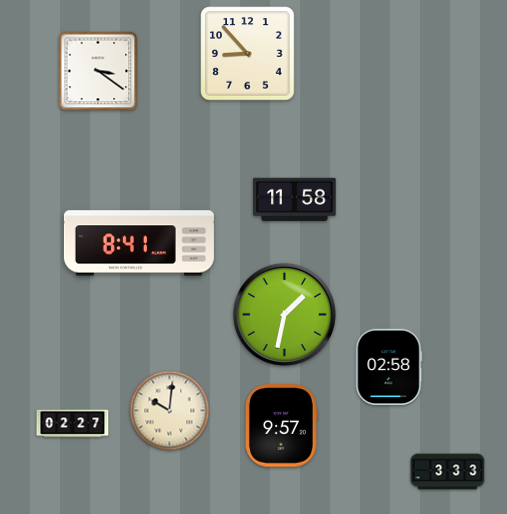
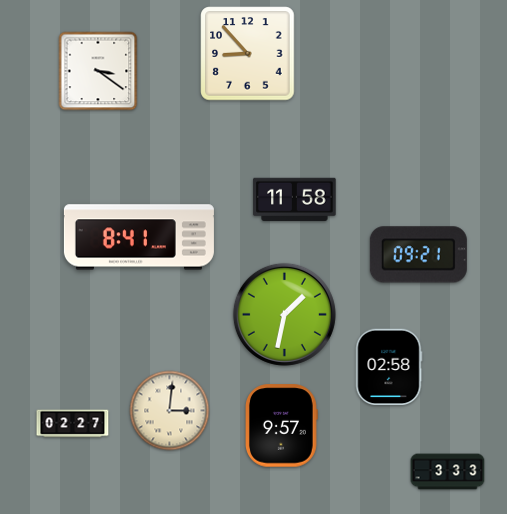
clock at (139, 243) position: (139, 243) -> (139, 237)
clock at (418, 255): none -> 09:21
clock at (170, 411): 10:01 -> 3:01
